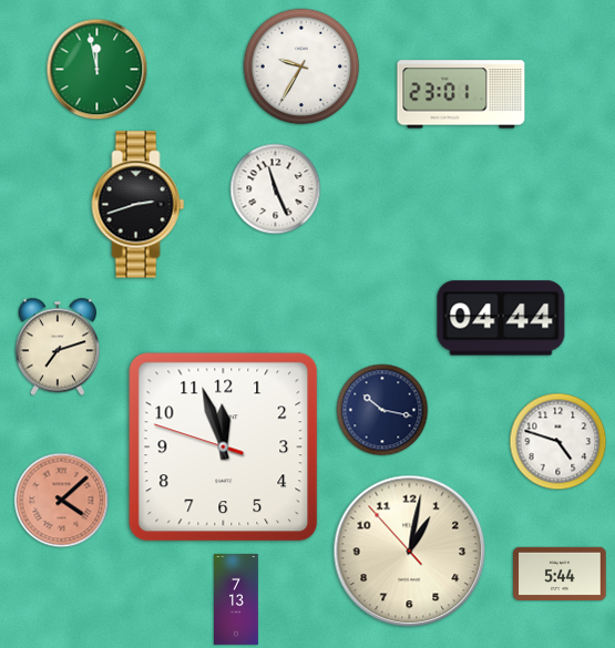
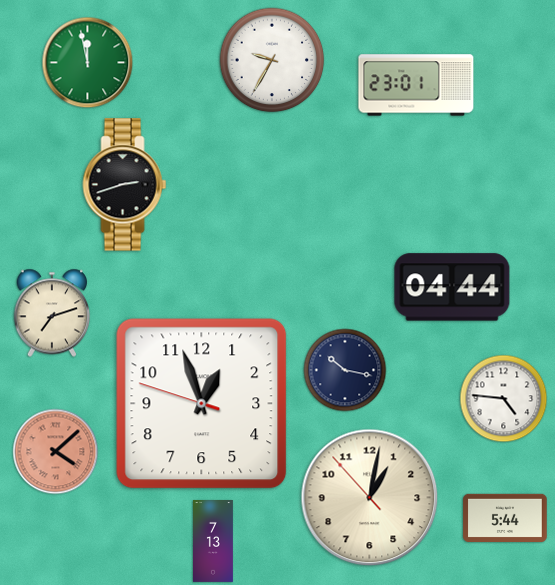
clock at (276, 189): 11:26 -> none
clock at (558, 442): 4:48 -> 4:46
clock at (224, 448): 11:56 -> 12:56
